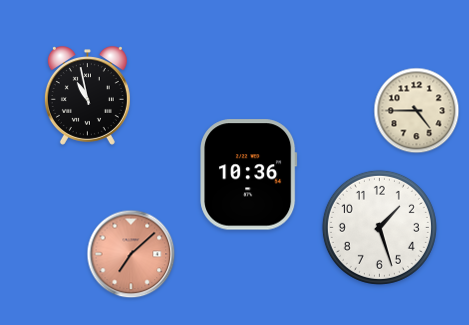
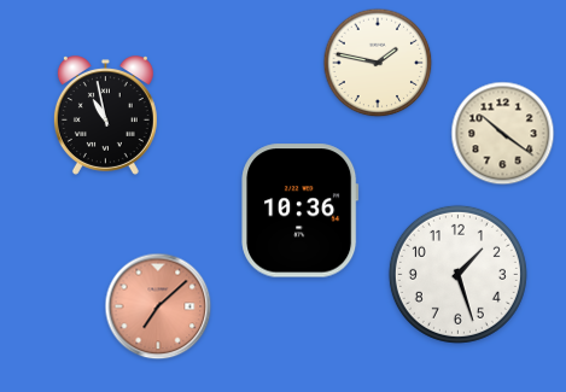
clock at (378, 63): none -> 1:47
clock at (417, 111): 4:45 -> 10:21
